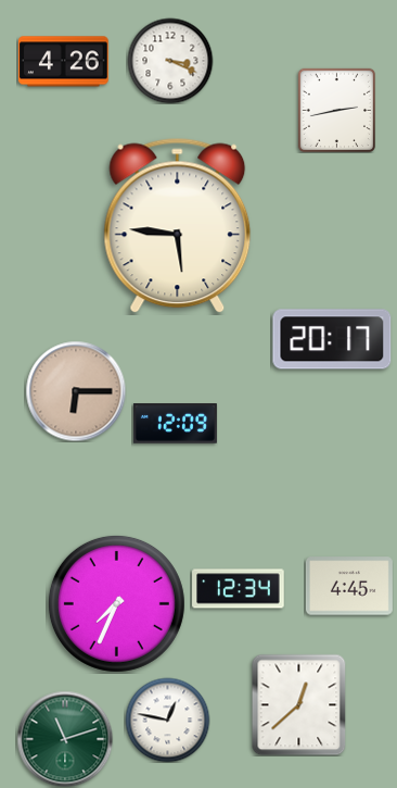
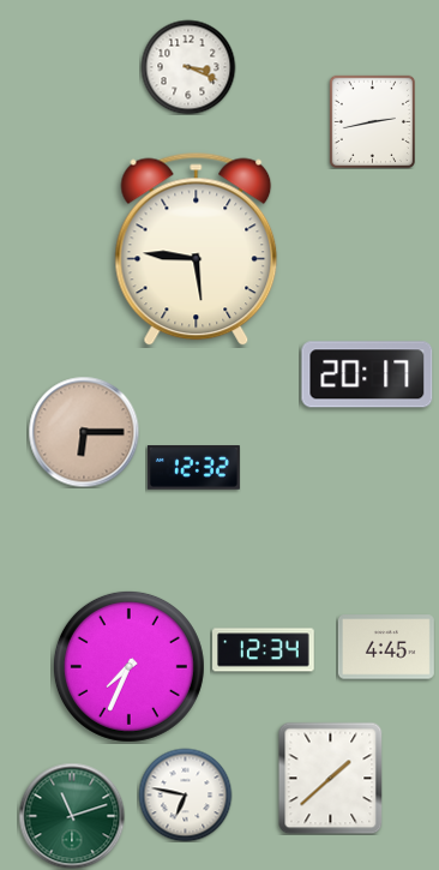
clock at (64, 62): 4:26 -> none
clock at (175, 424): 12:09 -> 12:32
clock at (299, 704): 12:38 -> 1:38
clock at (167, 720): 12:47 -> 6:47
